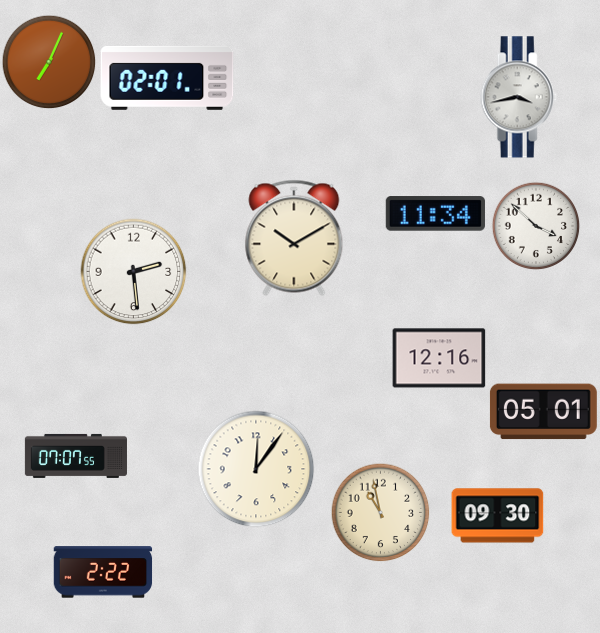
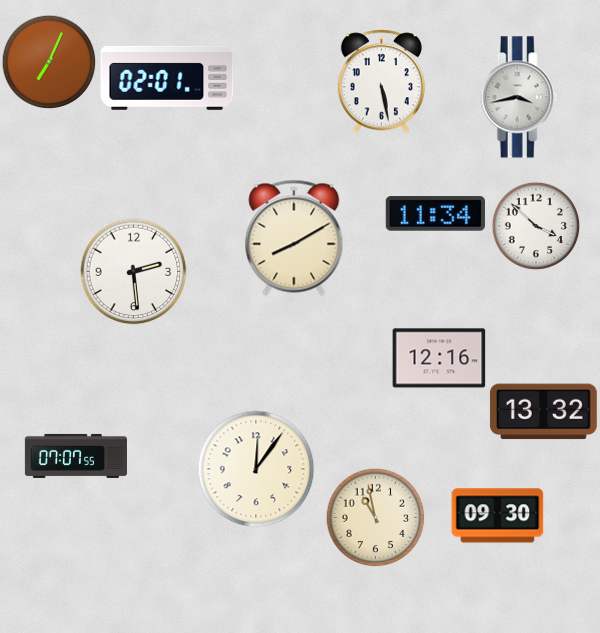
clock at (381, 82): none -> 5:28
clock at (294, 238): 10:10 -> 8:10
clock at (543, 412): 05:01 -> 13:32
clock at (381, 513) position: (381, 513) -> (376, 518)
clock at (103, 572): 2:22 -> none
